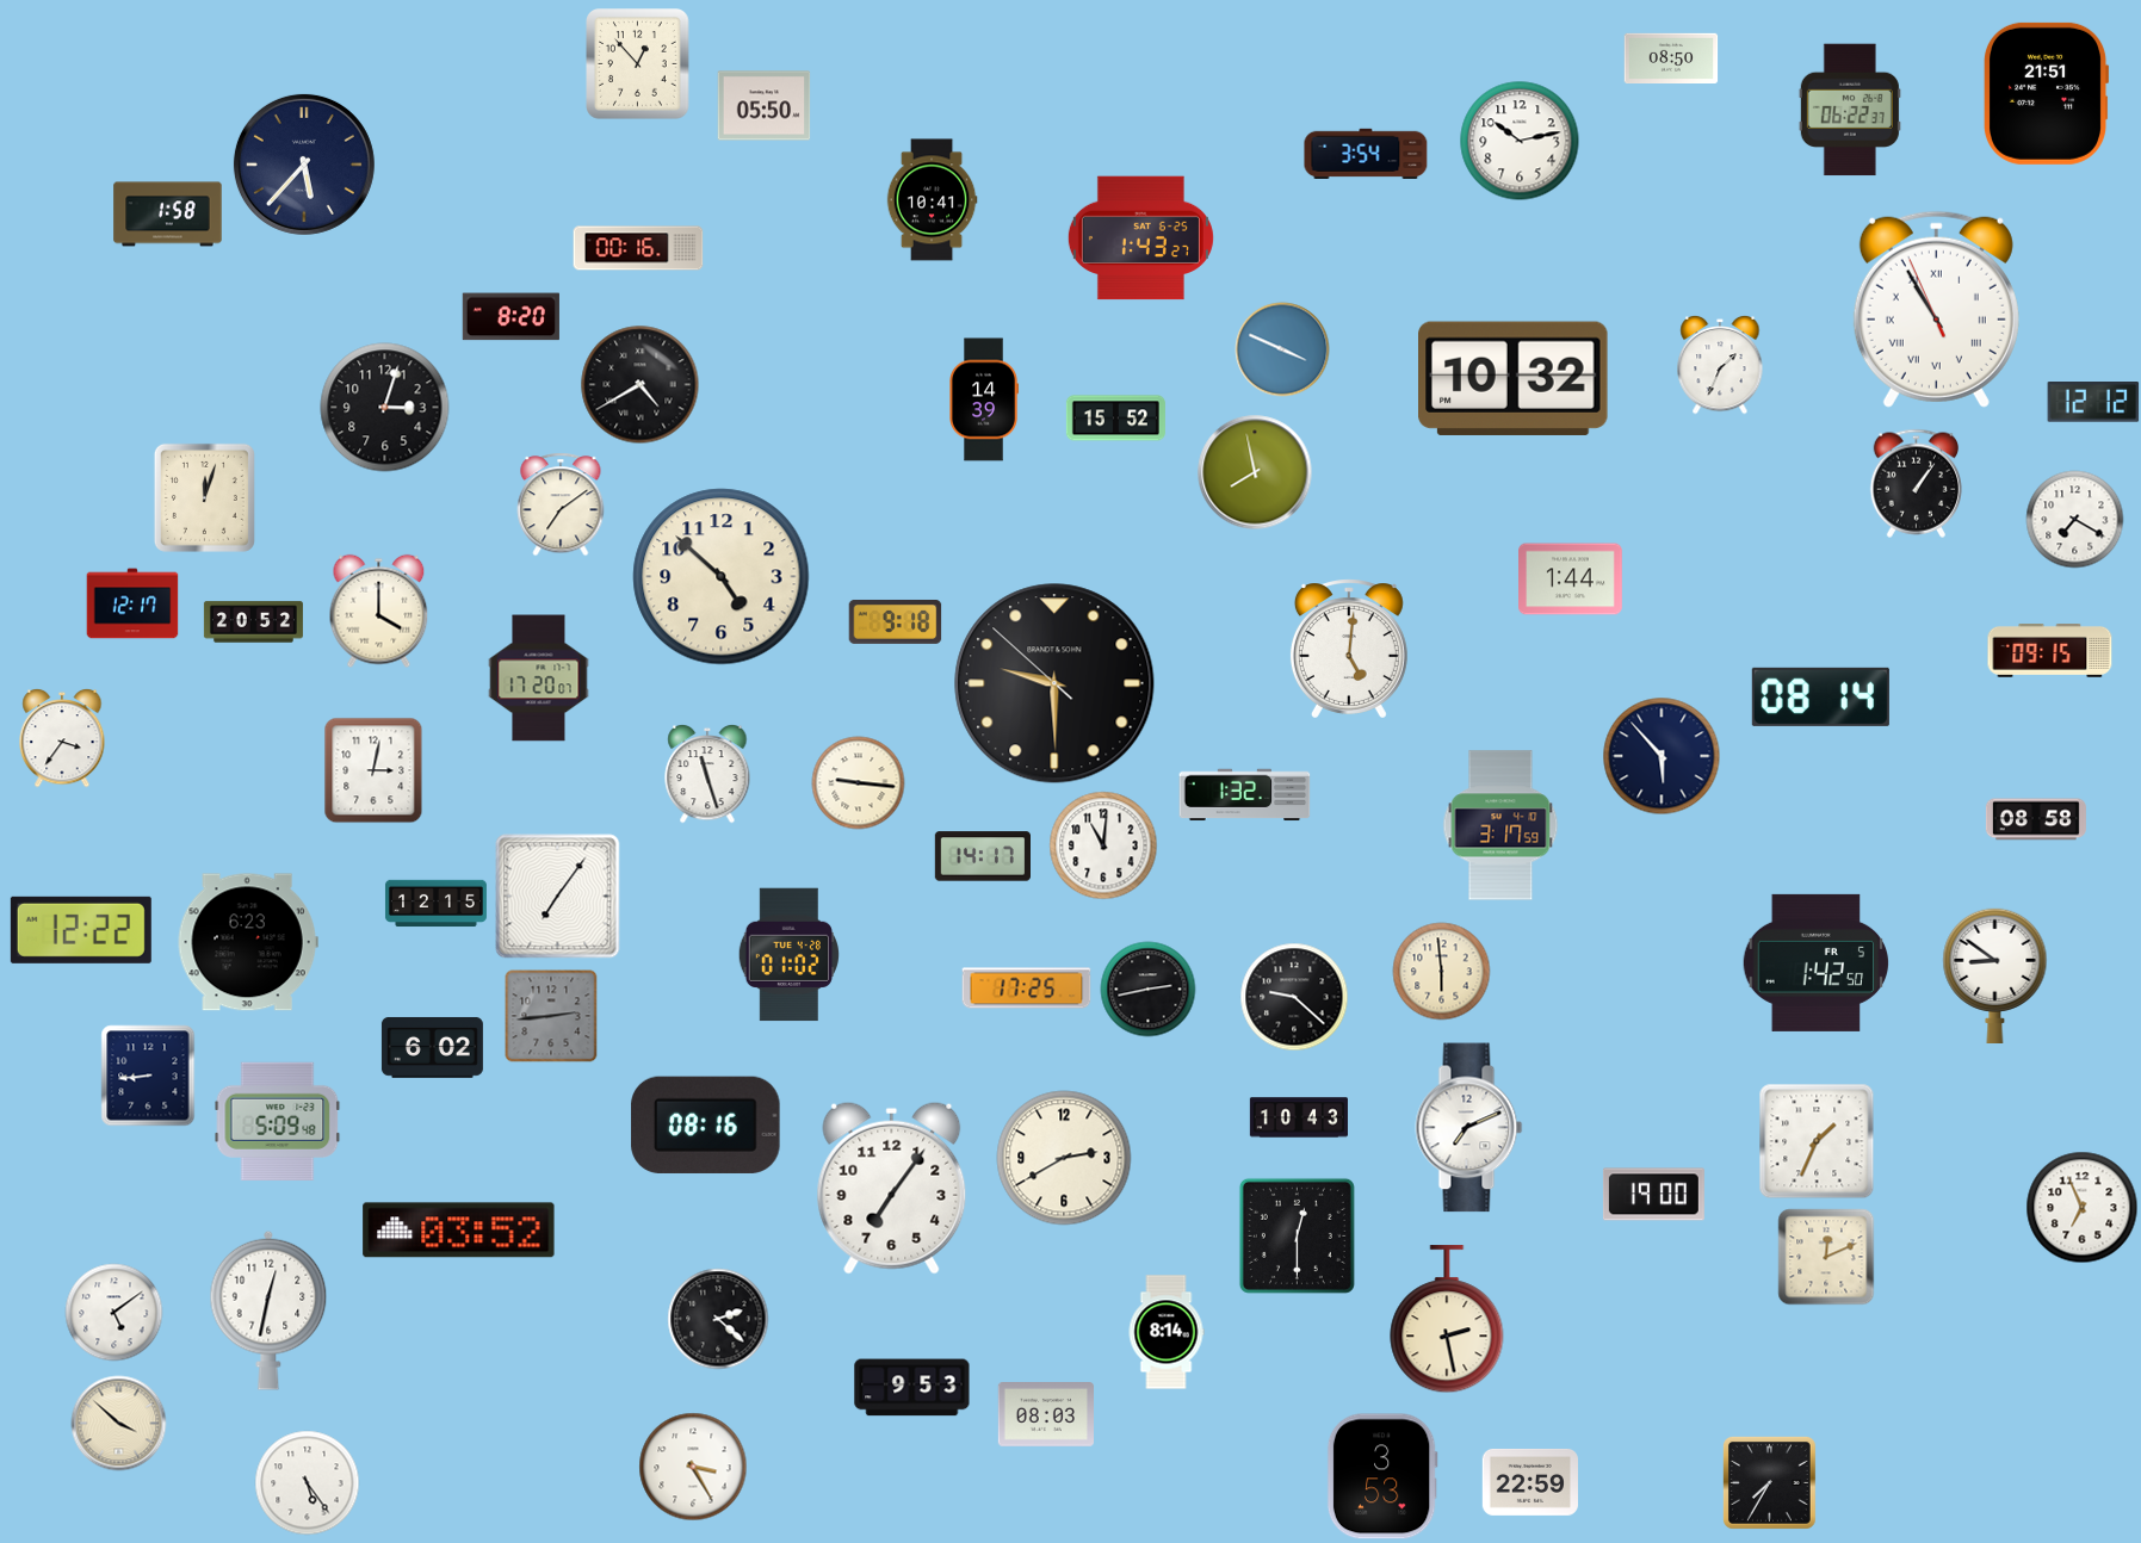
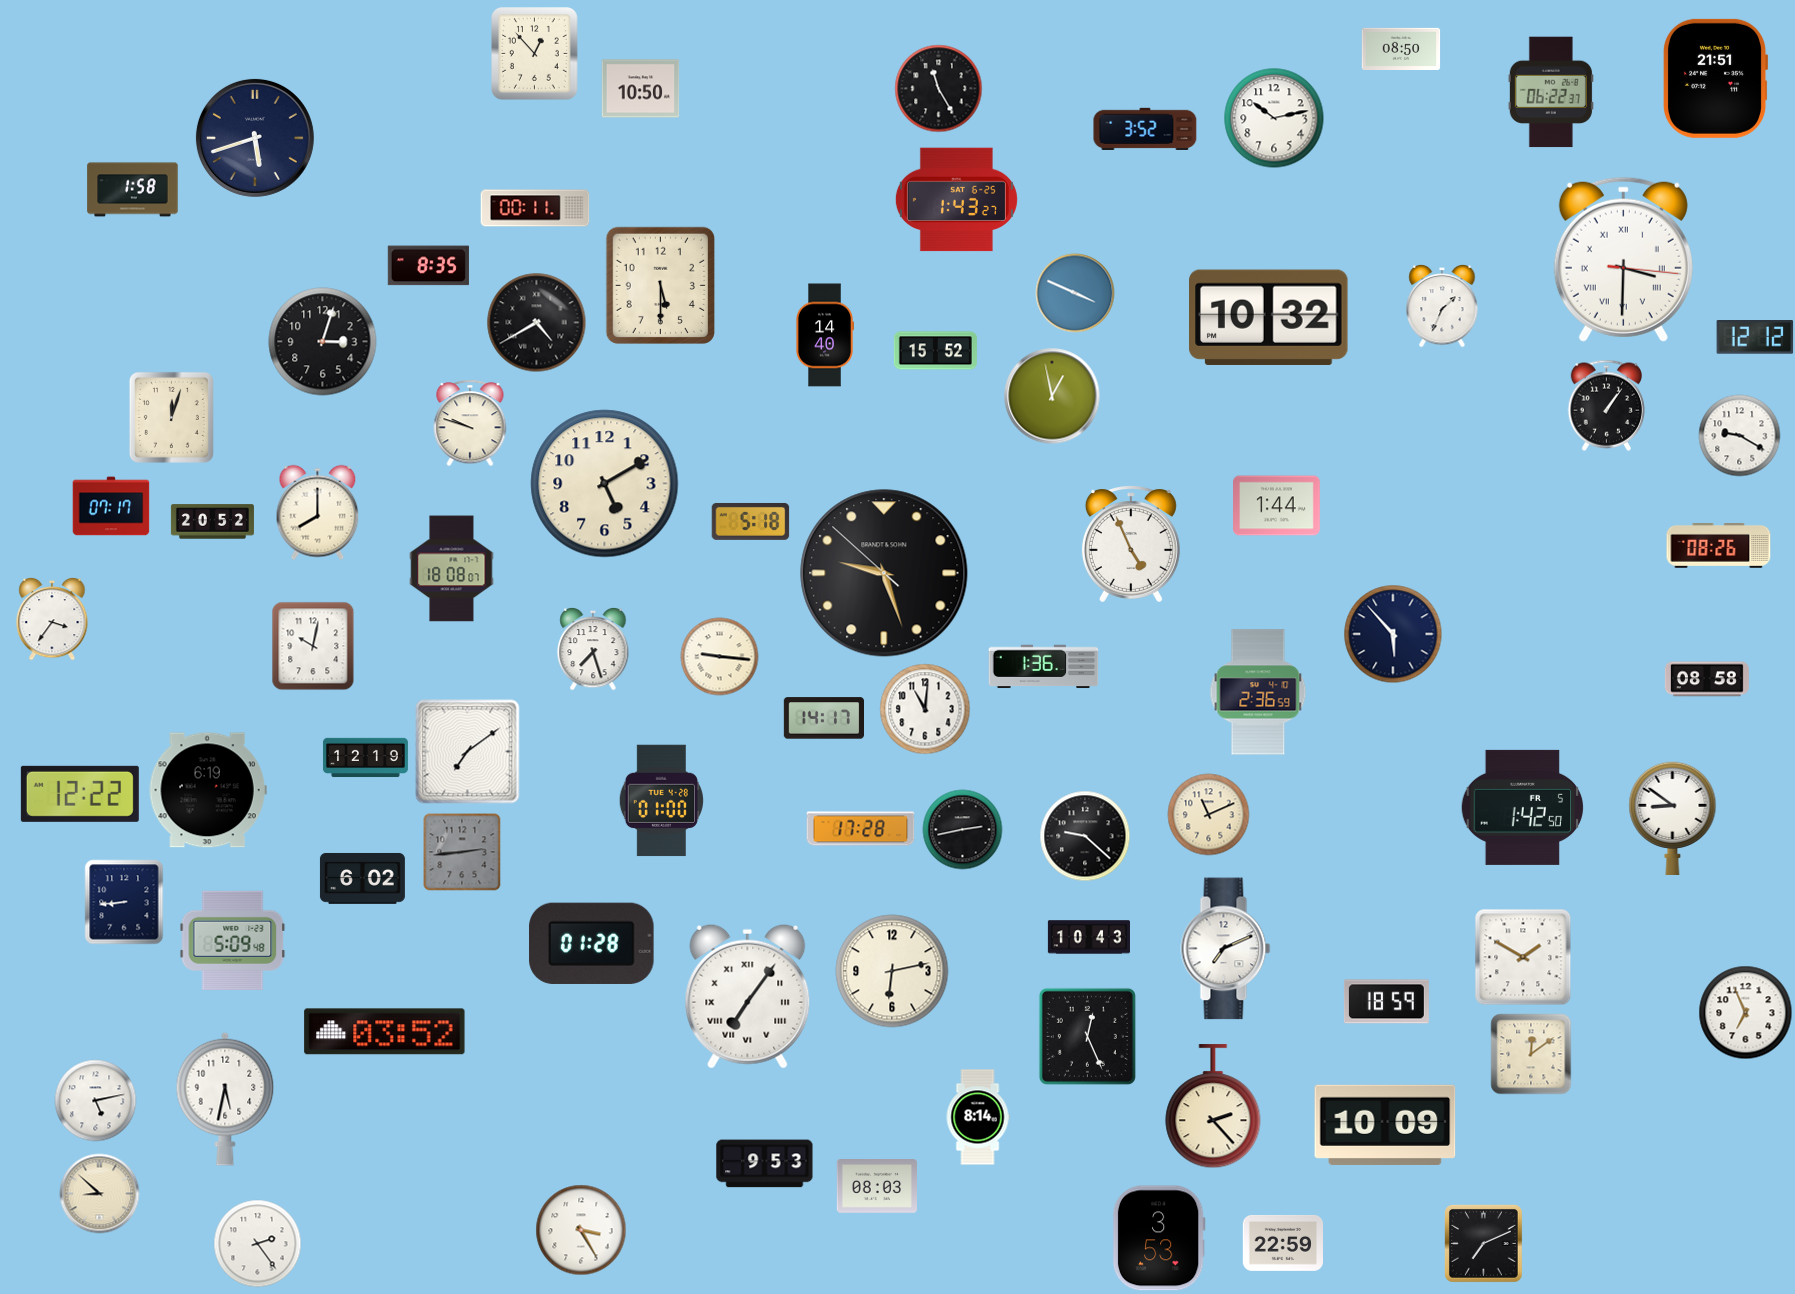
clock at (765, 106): 05:50 -> 10:50
clock at (939, 89): none -> 11:25
clock at (1366, 154): 3:54 -> 3:52
clock at (304, 165): 5:37 -> 5:42
clock at (932, 200): 10:41 -> none
clock at (168, 215) position: (168, 215) -> (133, 190)
clock at (638, 248): 00:16 -> 00:11
clock at (1936, 309): 10:54 -> 3:30
clock at (511, 317): 8:20 -> 8:35
clock at (660, 285): none -> 5:30
clock at (984, 399): 14:39 -> 14:40
clock at (1255, 472): 7:58 -> 12:58
clock at (561, 504): 7:09 -> 9:48
clock at (2075, 520): 7:20 -> 9:20
clock at (722, 577): 4:52 -> 5:10
clock at (1571, 580) position: (1571, 580) -> (1277, 506)
clock at (132, 603): 12:17 -> 07:17
clock at (379, 612): 4:00 -> 8:00
clock at (896, 621): 9:18 -> 5:18
clock at (1349, 649): 5:01 -> 4:56
clock at (2050, 651): 09:15 -> 08:26
clock at (539, 678): 17:20 -> 18:08
clock at (1054, 683): 9:29 -> 9:26
clock at (1820, 696): 08:14 -> none
clock at (373, 770): 3:02 -> 10:02
clock at (707, 774): 11:27 -> 7:27
clock at (1245, 795): 1:32 -> 1:36
clock at (2036, 819) position: (2036, 819) -> (1707, 679)
clock at (1500, 825): 3:17 -> 2:36
clock at (558, 897): 7:06 -> 7:09
clock at (435, 904): 12:15 -> 12:19
clock at (81, 930) position: (81, 930) -> (80, 794)
clock at (248, 942): 6:23 -> 6:19
clock at (788, 955): 01:02 -> 01:00
clock at (1442, 972): 5:59 -> 11:11
clock at (1027, 989): 17:25 -> 17:28
clock at (706, 1124): 08:16 -> 01:28
clock at (1469, 1128) position: (1469, 1128) -> (1226, 949)
clock at (1817, 1141): 1:34 -> 1:50
clock at (1064, 1158): 2:40 -> 6:13
clock at (892, 1188) numerals: Arabic -> Roman
clock at (1653, 1195): 19:00 -> 18:59
clock at (1297, 1235): 12:30 -> 12:26
clock at (1826, 1257): 12:11 -> 12:09
clock at (268, 1310): 12:32 -> 5:32
clock at (115, 1313): 5:09 -> 5:13
clock at (718, 1319): 2:22 -> none
clock at (1447, 1320): 2:28 -> 2:23
clock at (1385, 1125): none -> 10:09
clock at (119, 1424): 3:52 -> 8:52
clock at (1769, 1482): 7:35 -> 7:11
clock at (308, 1483): 5:24 -> 2:24
